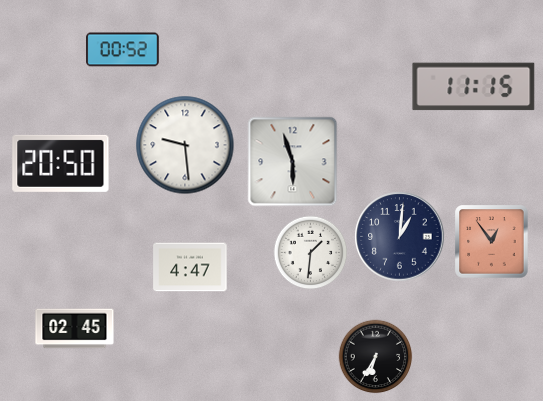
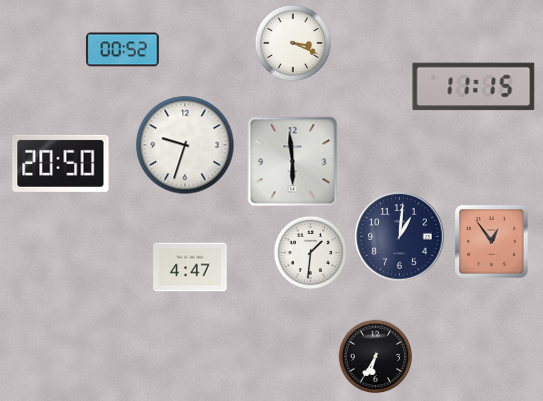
clock at (292, 42): none -> 3:19
clock at (185, 145): 9:29 -> 9:33
clock at (293, 162): 5:57 -> 5:59
clock at (75, 329): 02:45 -> none
